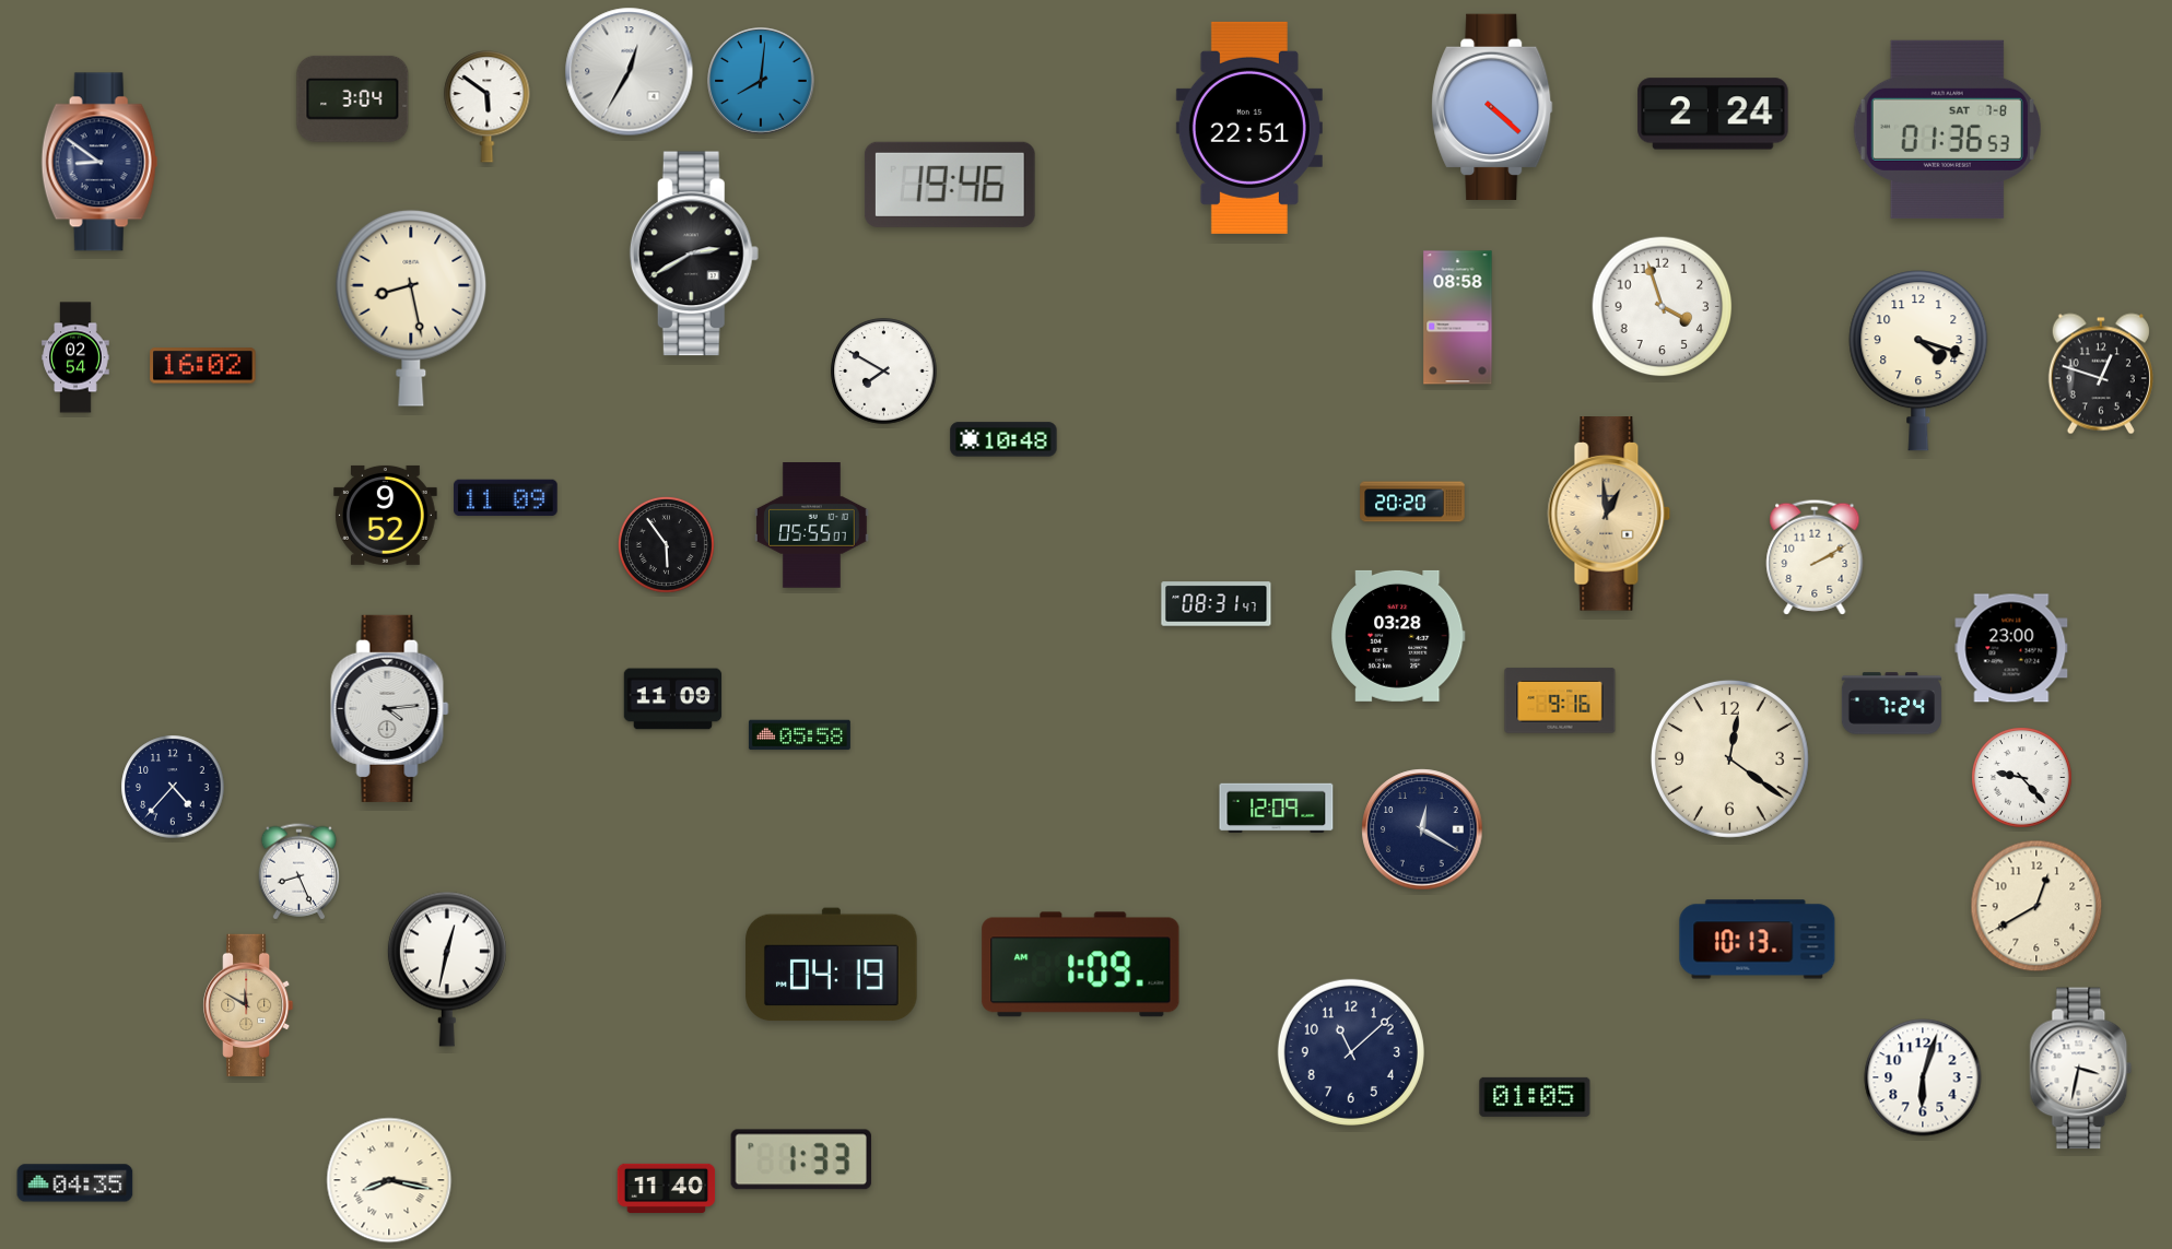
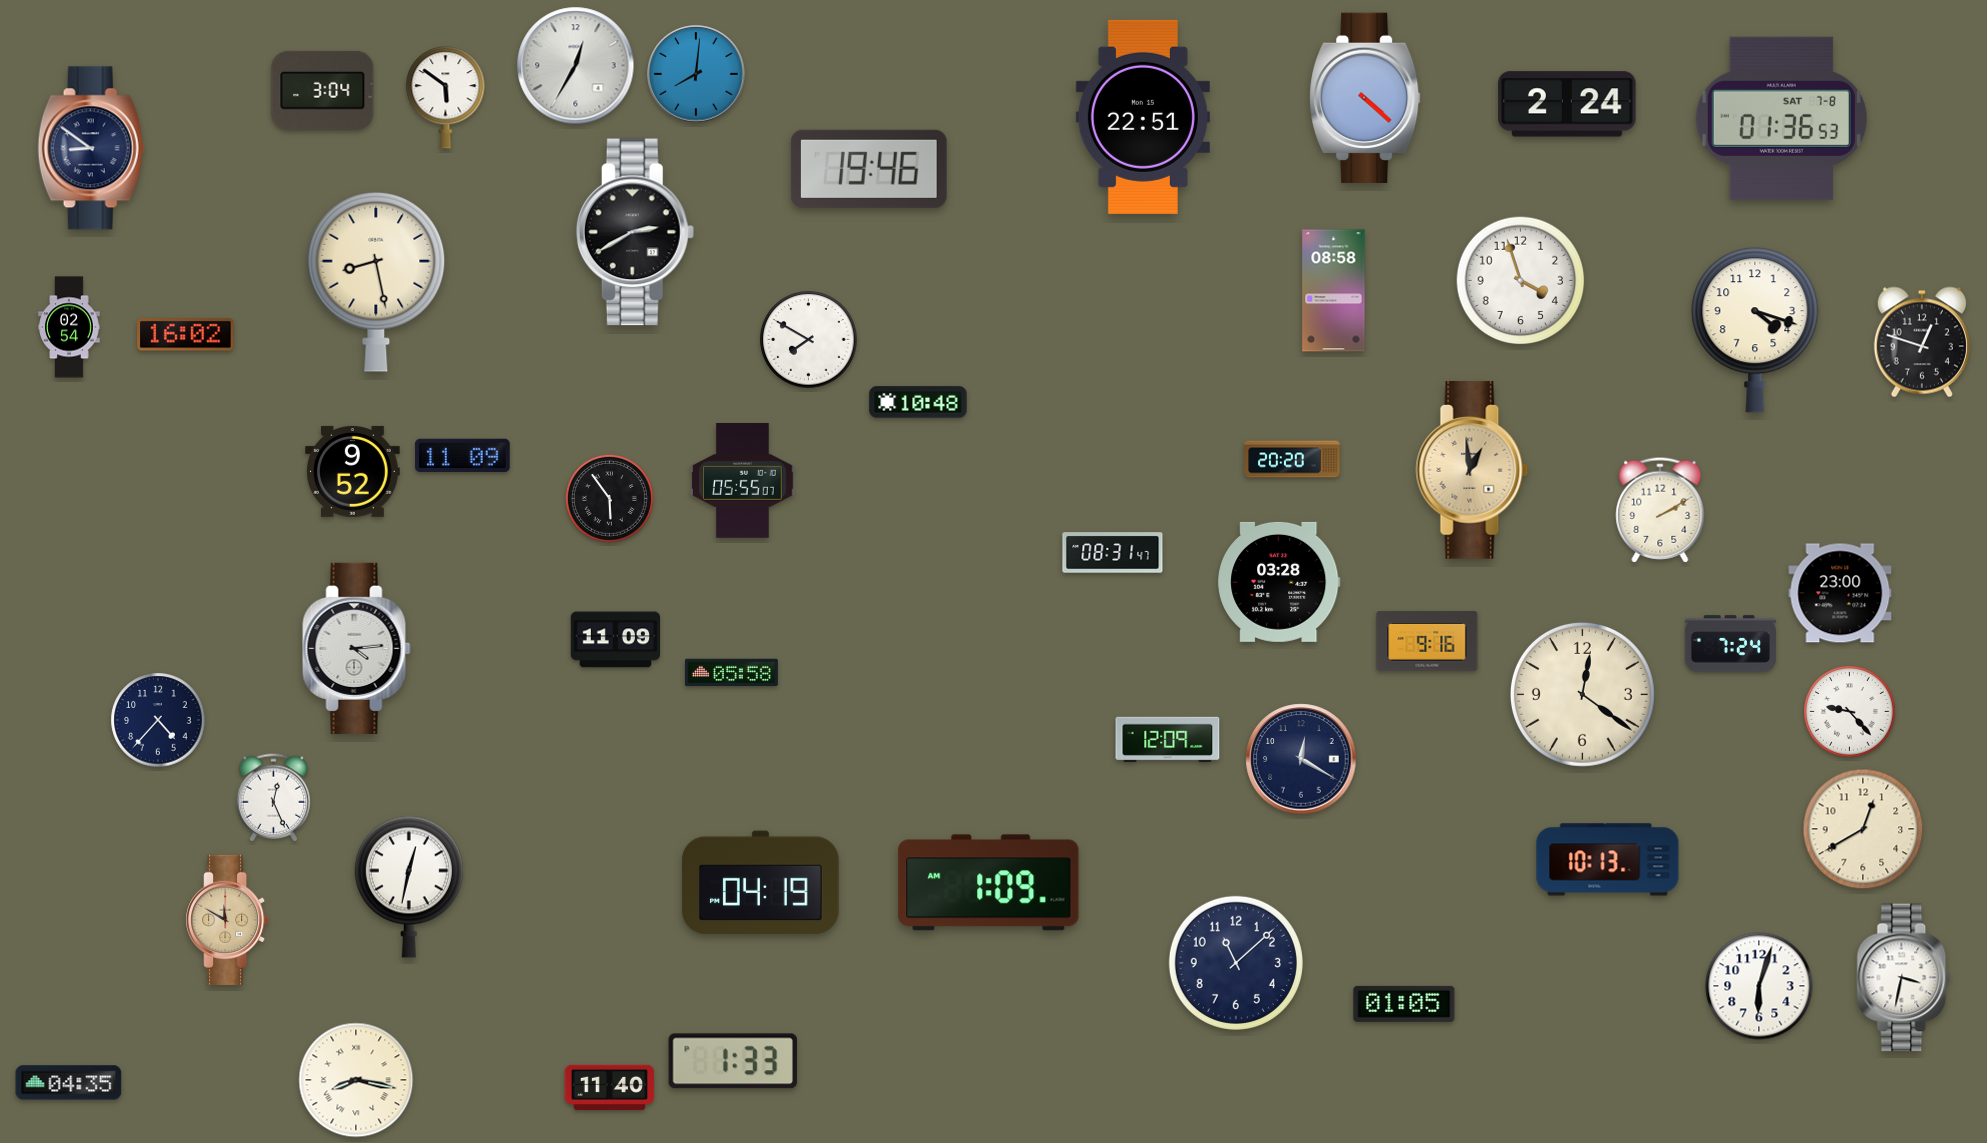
clock at (298, 872): 8:26 -> 12:26
